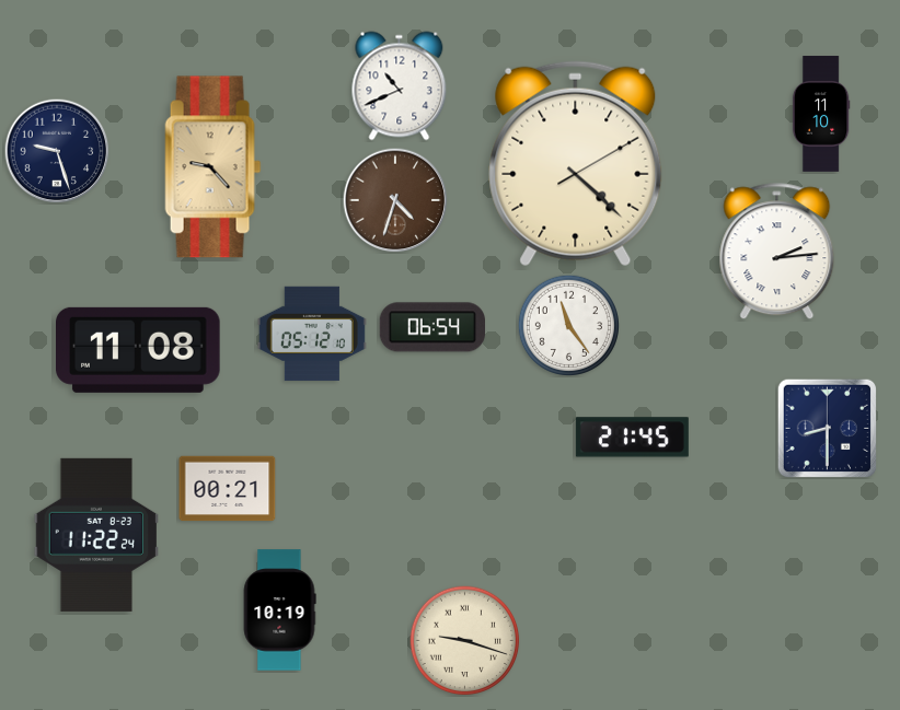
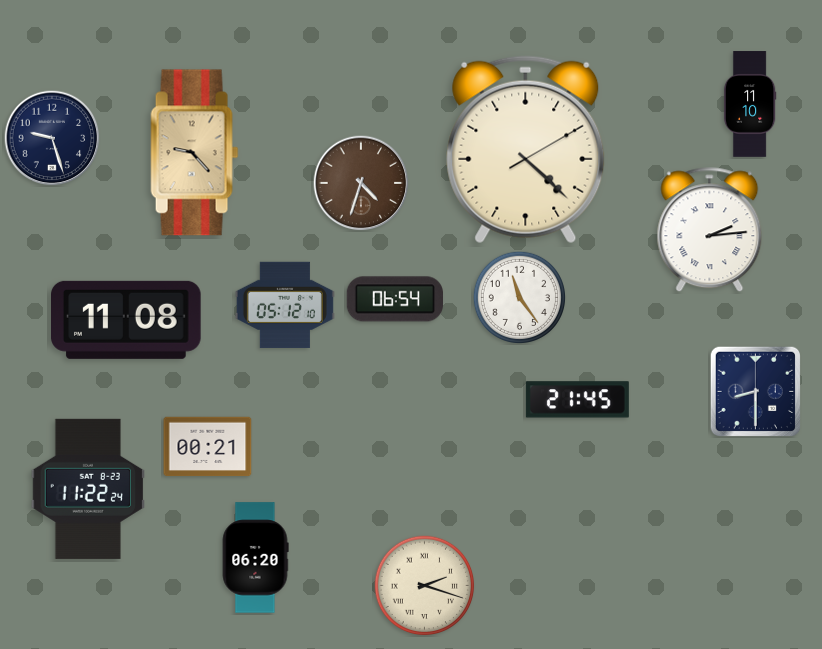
clock at (400, 86): 10:41 -> none
clock at (279, 610): 10:19 -> 06:20
clock at (465, 641): 9:18 -> 2:18
